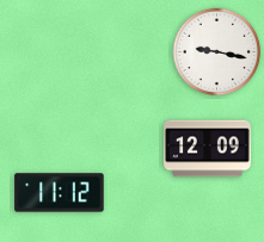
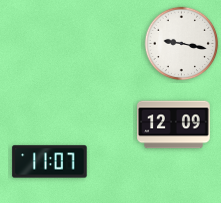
clock at (60, 193): 11:12 -> 11:07
